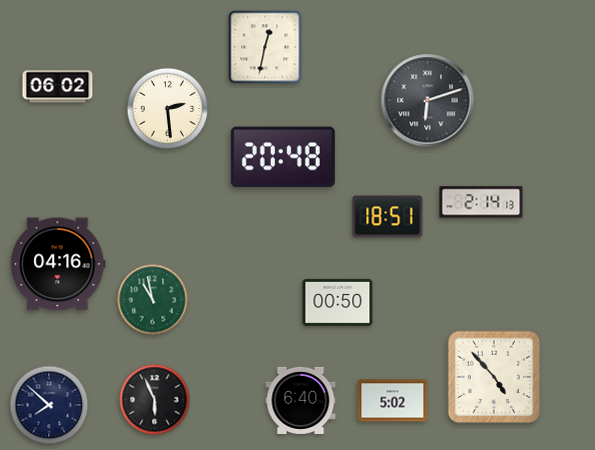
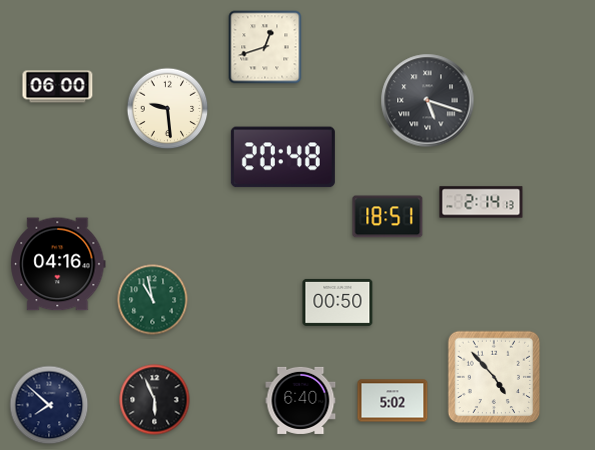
clock at (265, 47): 12:32 -> 12:42
clock at (58, 87): 06:02 -> 06:00
clock at (428, 101): 6:12 -> 5:18
clock at (168, 109): 2:29 -> 9:29
